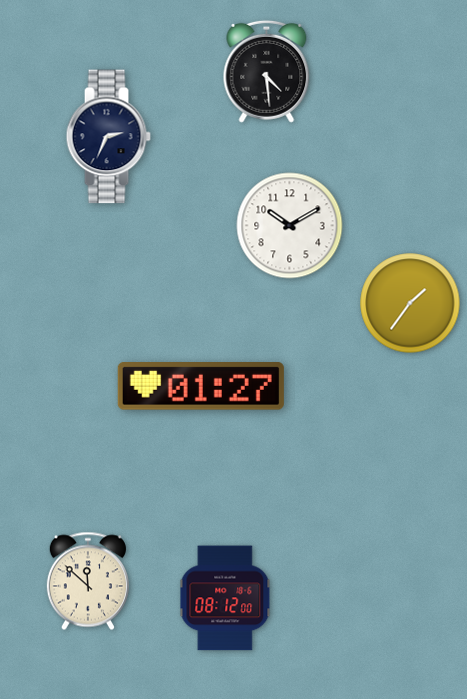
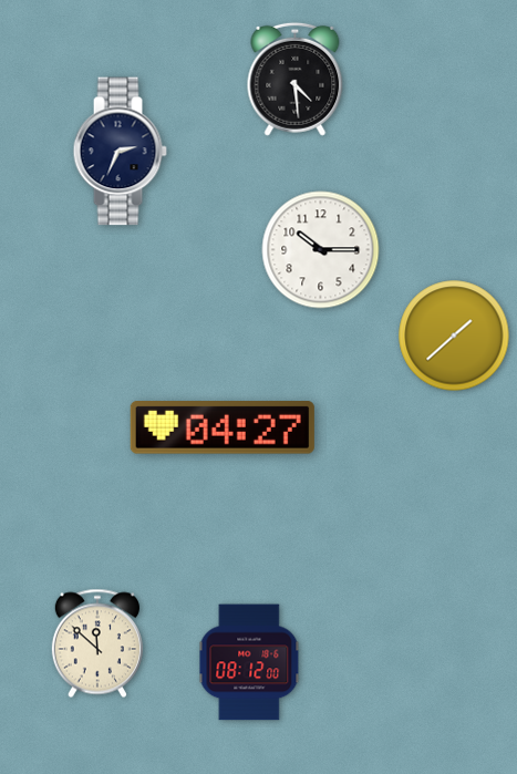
clock at (290, 226): 10:10 -> 10:15
clock at (410, 303): 1:36 -> 1:38
clock at (201, 386): 01:27 -> 04:27
